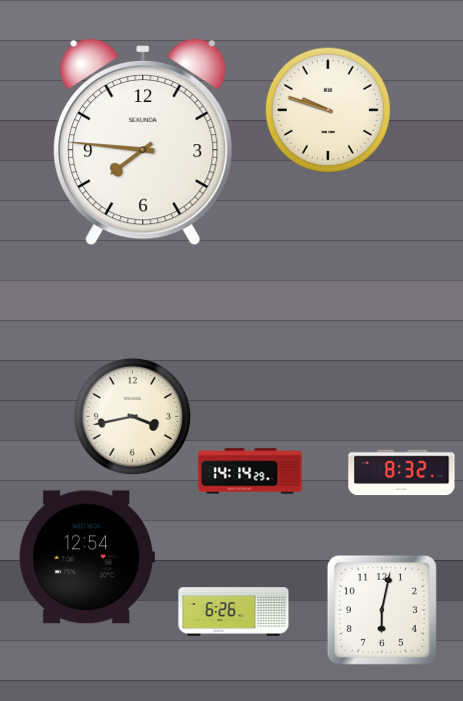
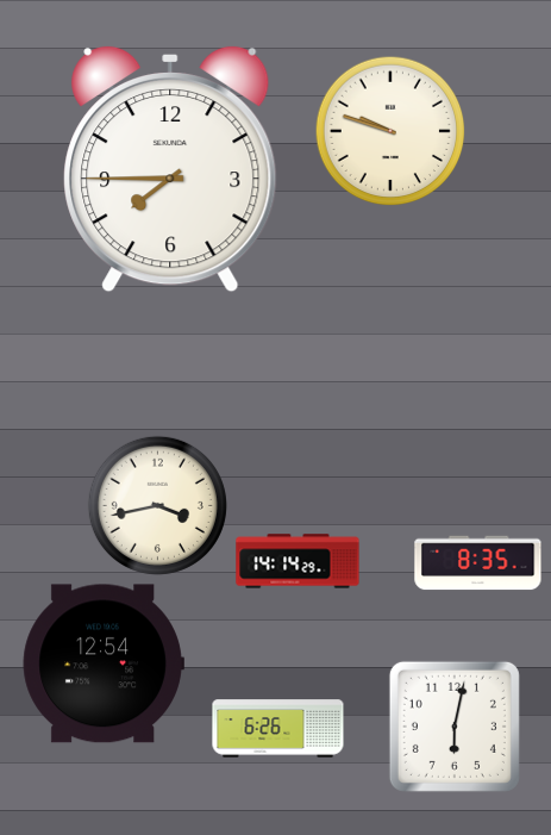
clock at (143, 142): 7:46 -> 7:45
clock at (132, 416) position: (132, 416) -> (157, 505)
clock at (402, 473): 8:32 -> 8:35
